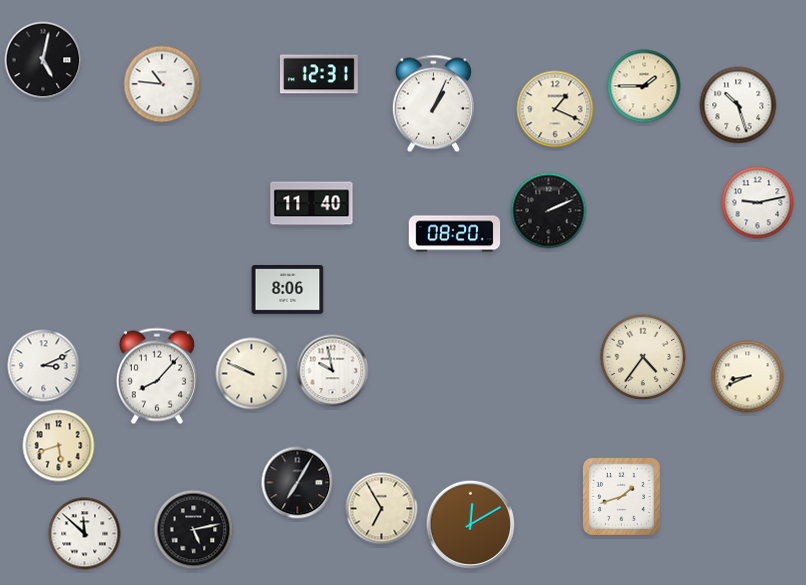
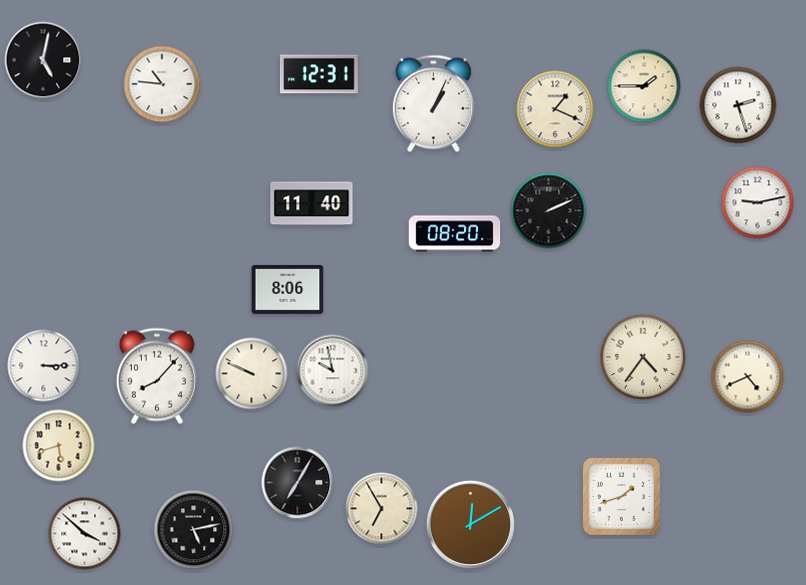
clock at (738, 105): 10:27 -> 2:27
clock at (44, 366): 3:11 -> 3:15
clock at (748, 377): 8:41 -> 4:41
clock at (85, 534): 11:52 -> 3:52
